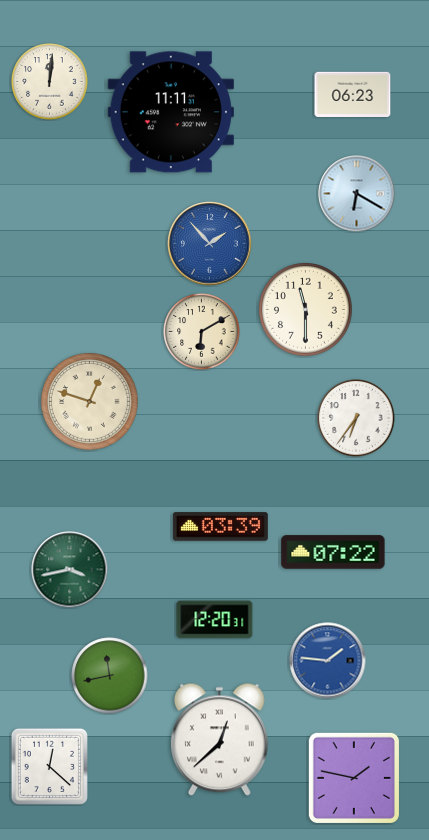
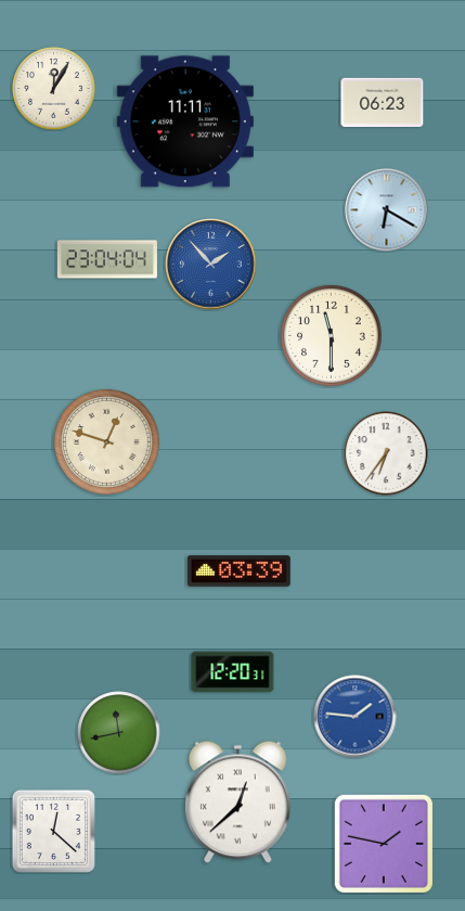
clock at (50, 82): 12:01 -> 12:05
clock at (107, 259): none -> 23:04
clock at (210, 244) position: (210, 244) -> (211, 265)
clock at (202, 332): 6:10 -> none
clock at (90, 402) position: (90, 402) -> (107, 442)
clock at (333, 552): 07:22 -> none
clock at (70, 570): 3:43 -> none
